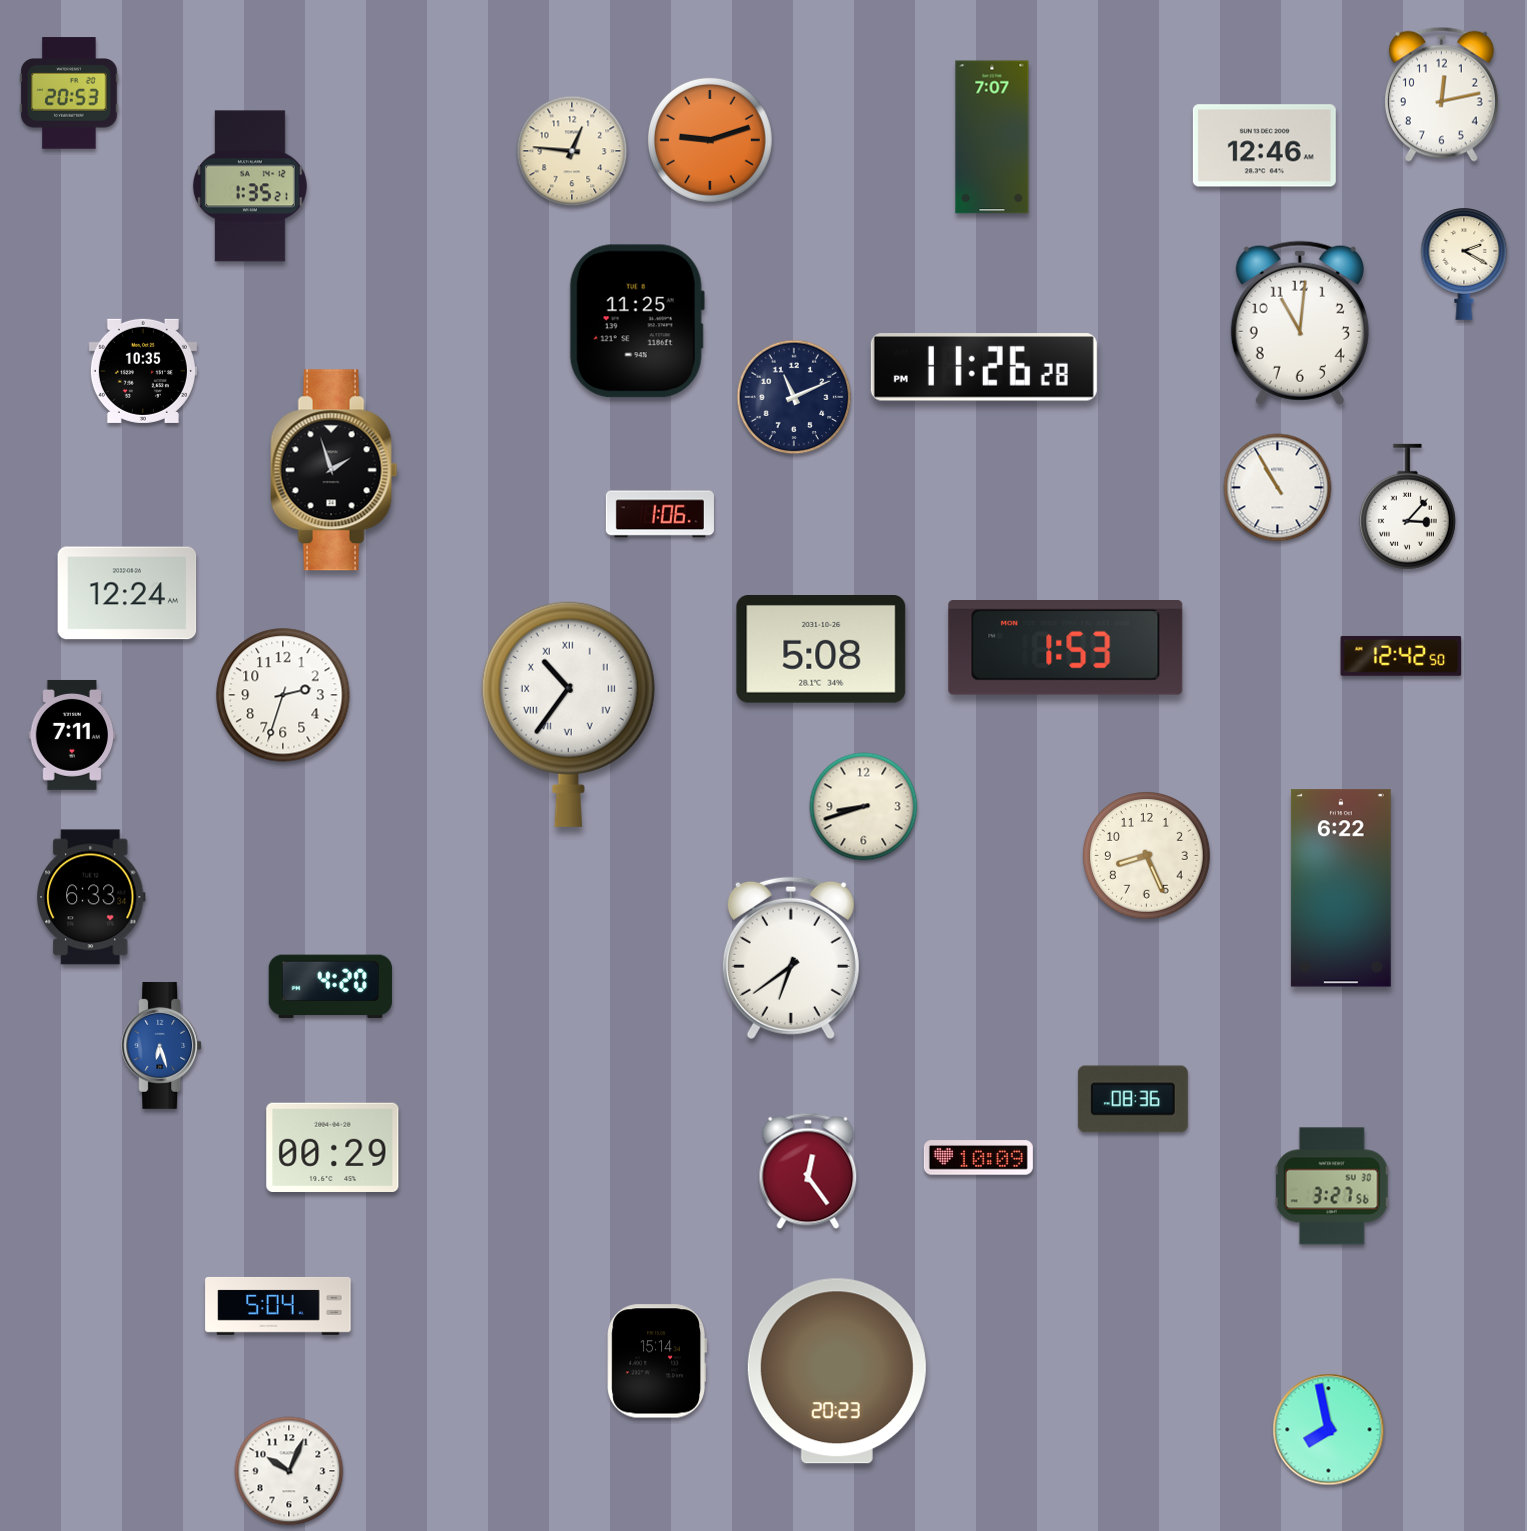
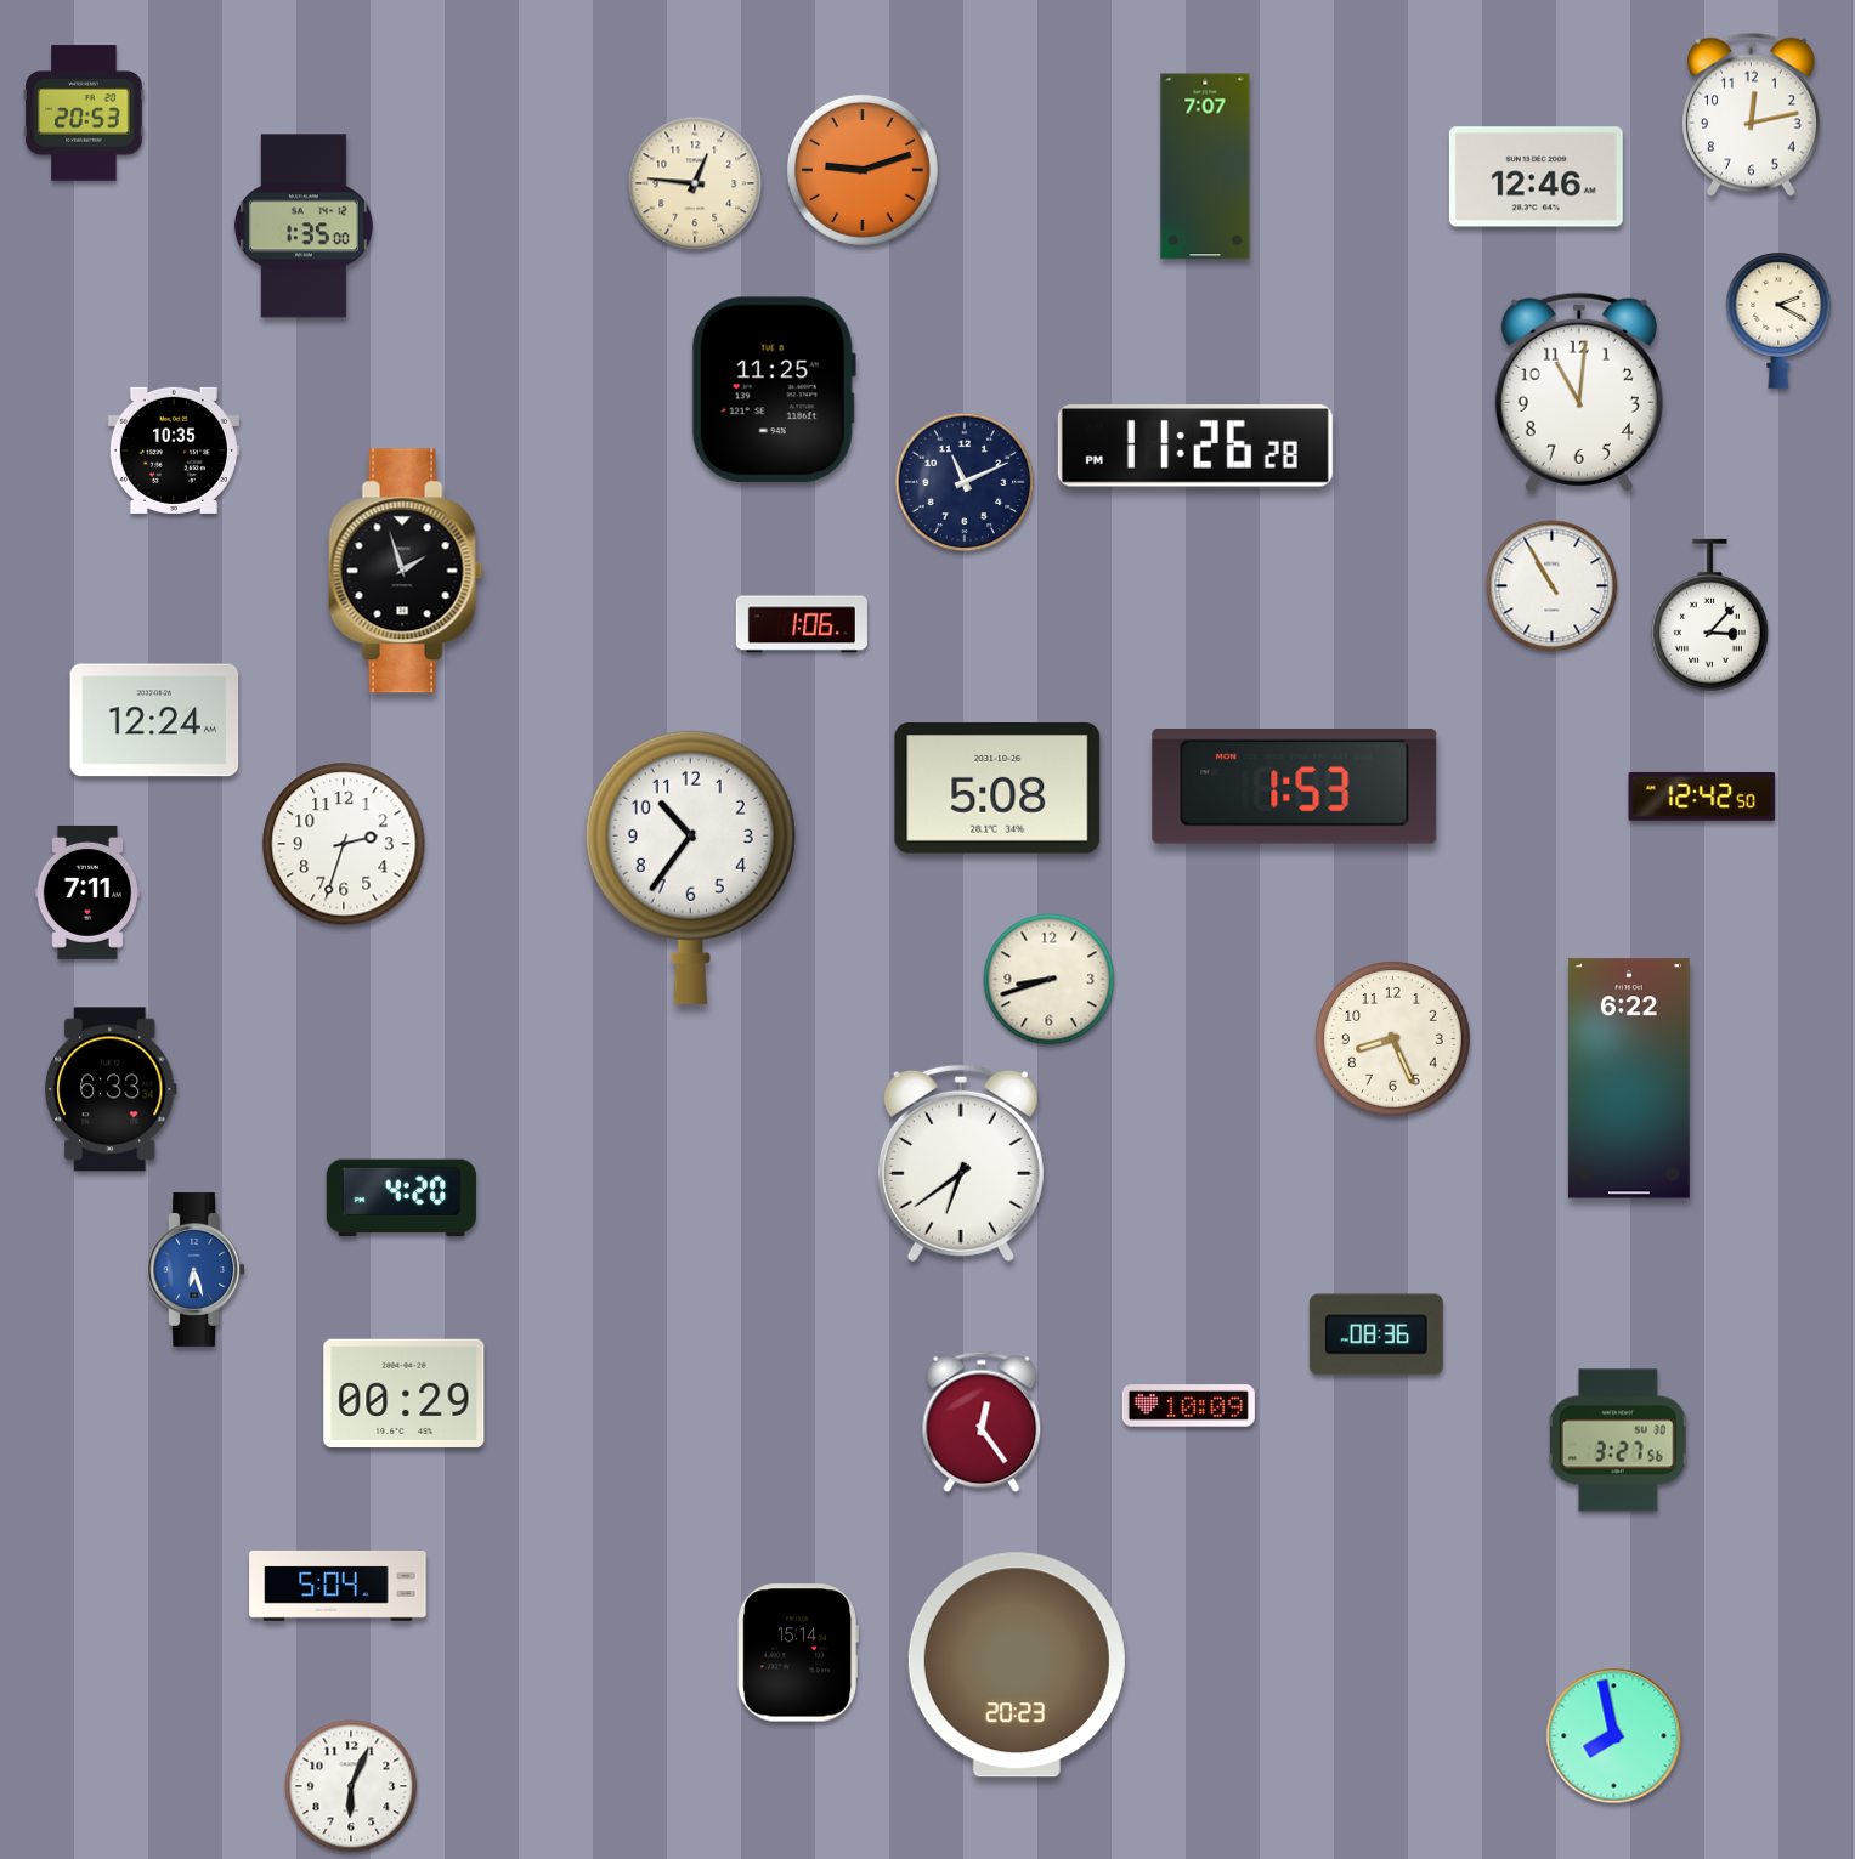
clock at (250, 186): 1:35:21 -> 1:35:00
clock at (1278, 488) position: (1278, 488) -> (1553, 586)
clock at (568, 714) numerals: Roman -> Arabic
clock at (289, 1471): 10:04 -> 6:04
